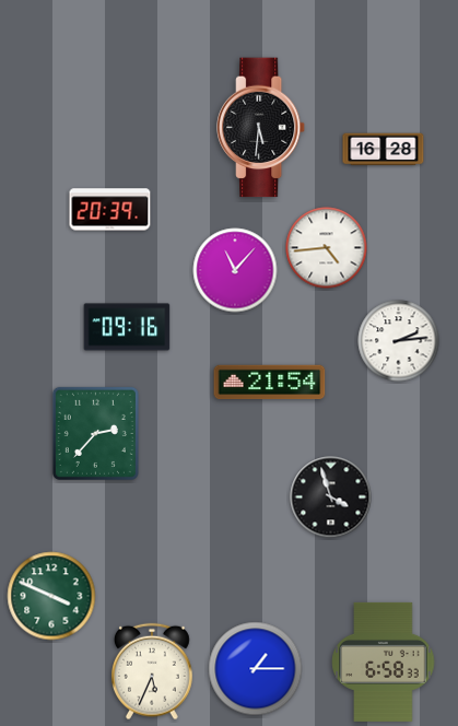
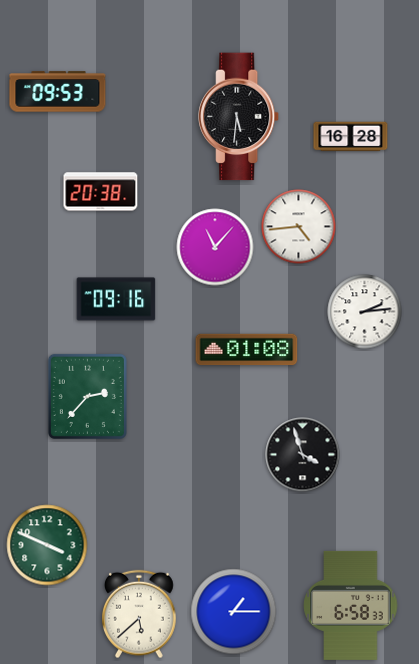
clock at (58, 92): none -> 09:53
clock at (110, 210): 20:39 -> 20:38
clock at (270, 383): 21:54 -> 01:08
clock at (153, 671): 5:34 -> 5:38
